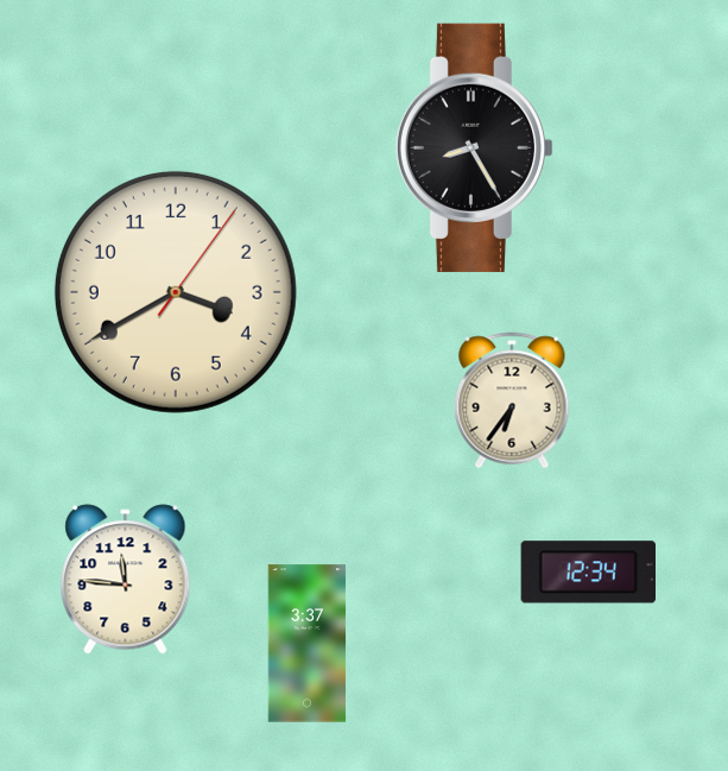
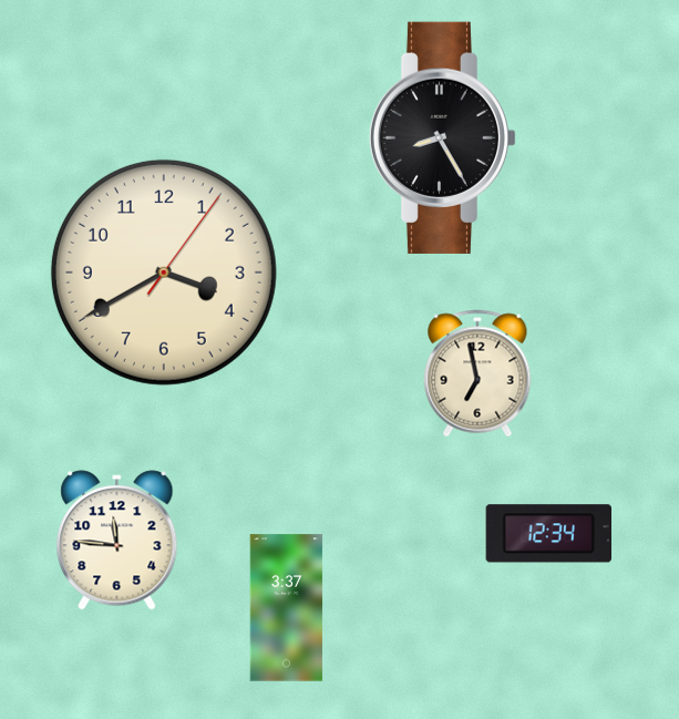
clock at (512, 400): 6:36 -> 6:58
clock at (308, 644) position: (308, 644) -> (287, 608)
